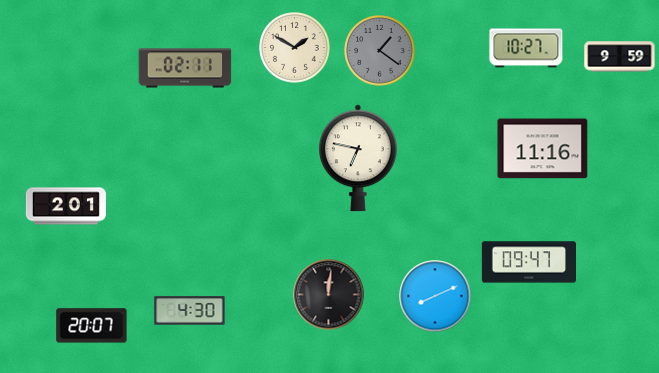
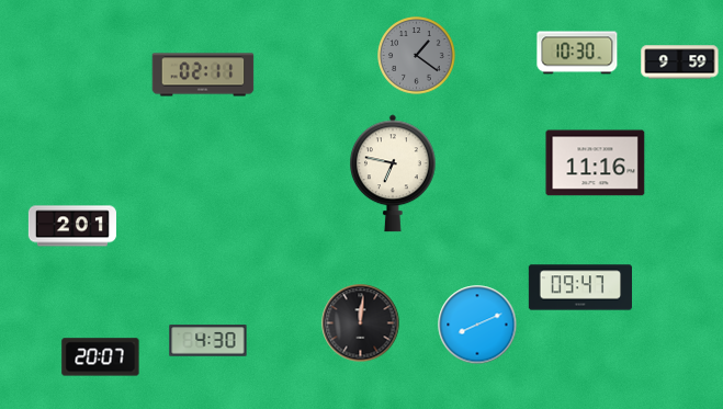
clock at (295, 48): 1:50 -> none
clock at (526, 48): 10:27 -> 10:30
